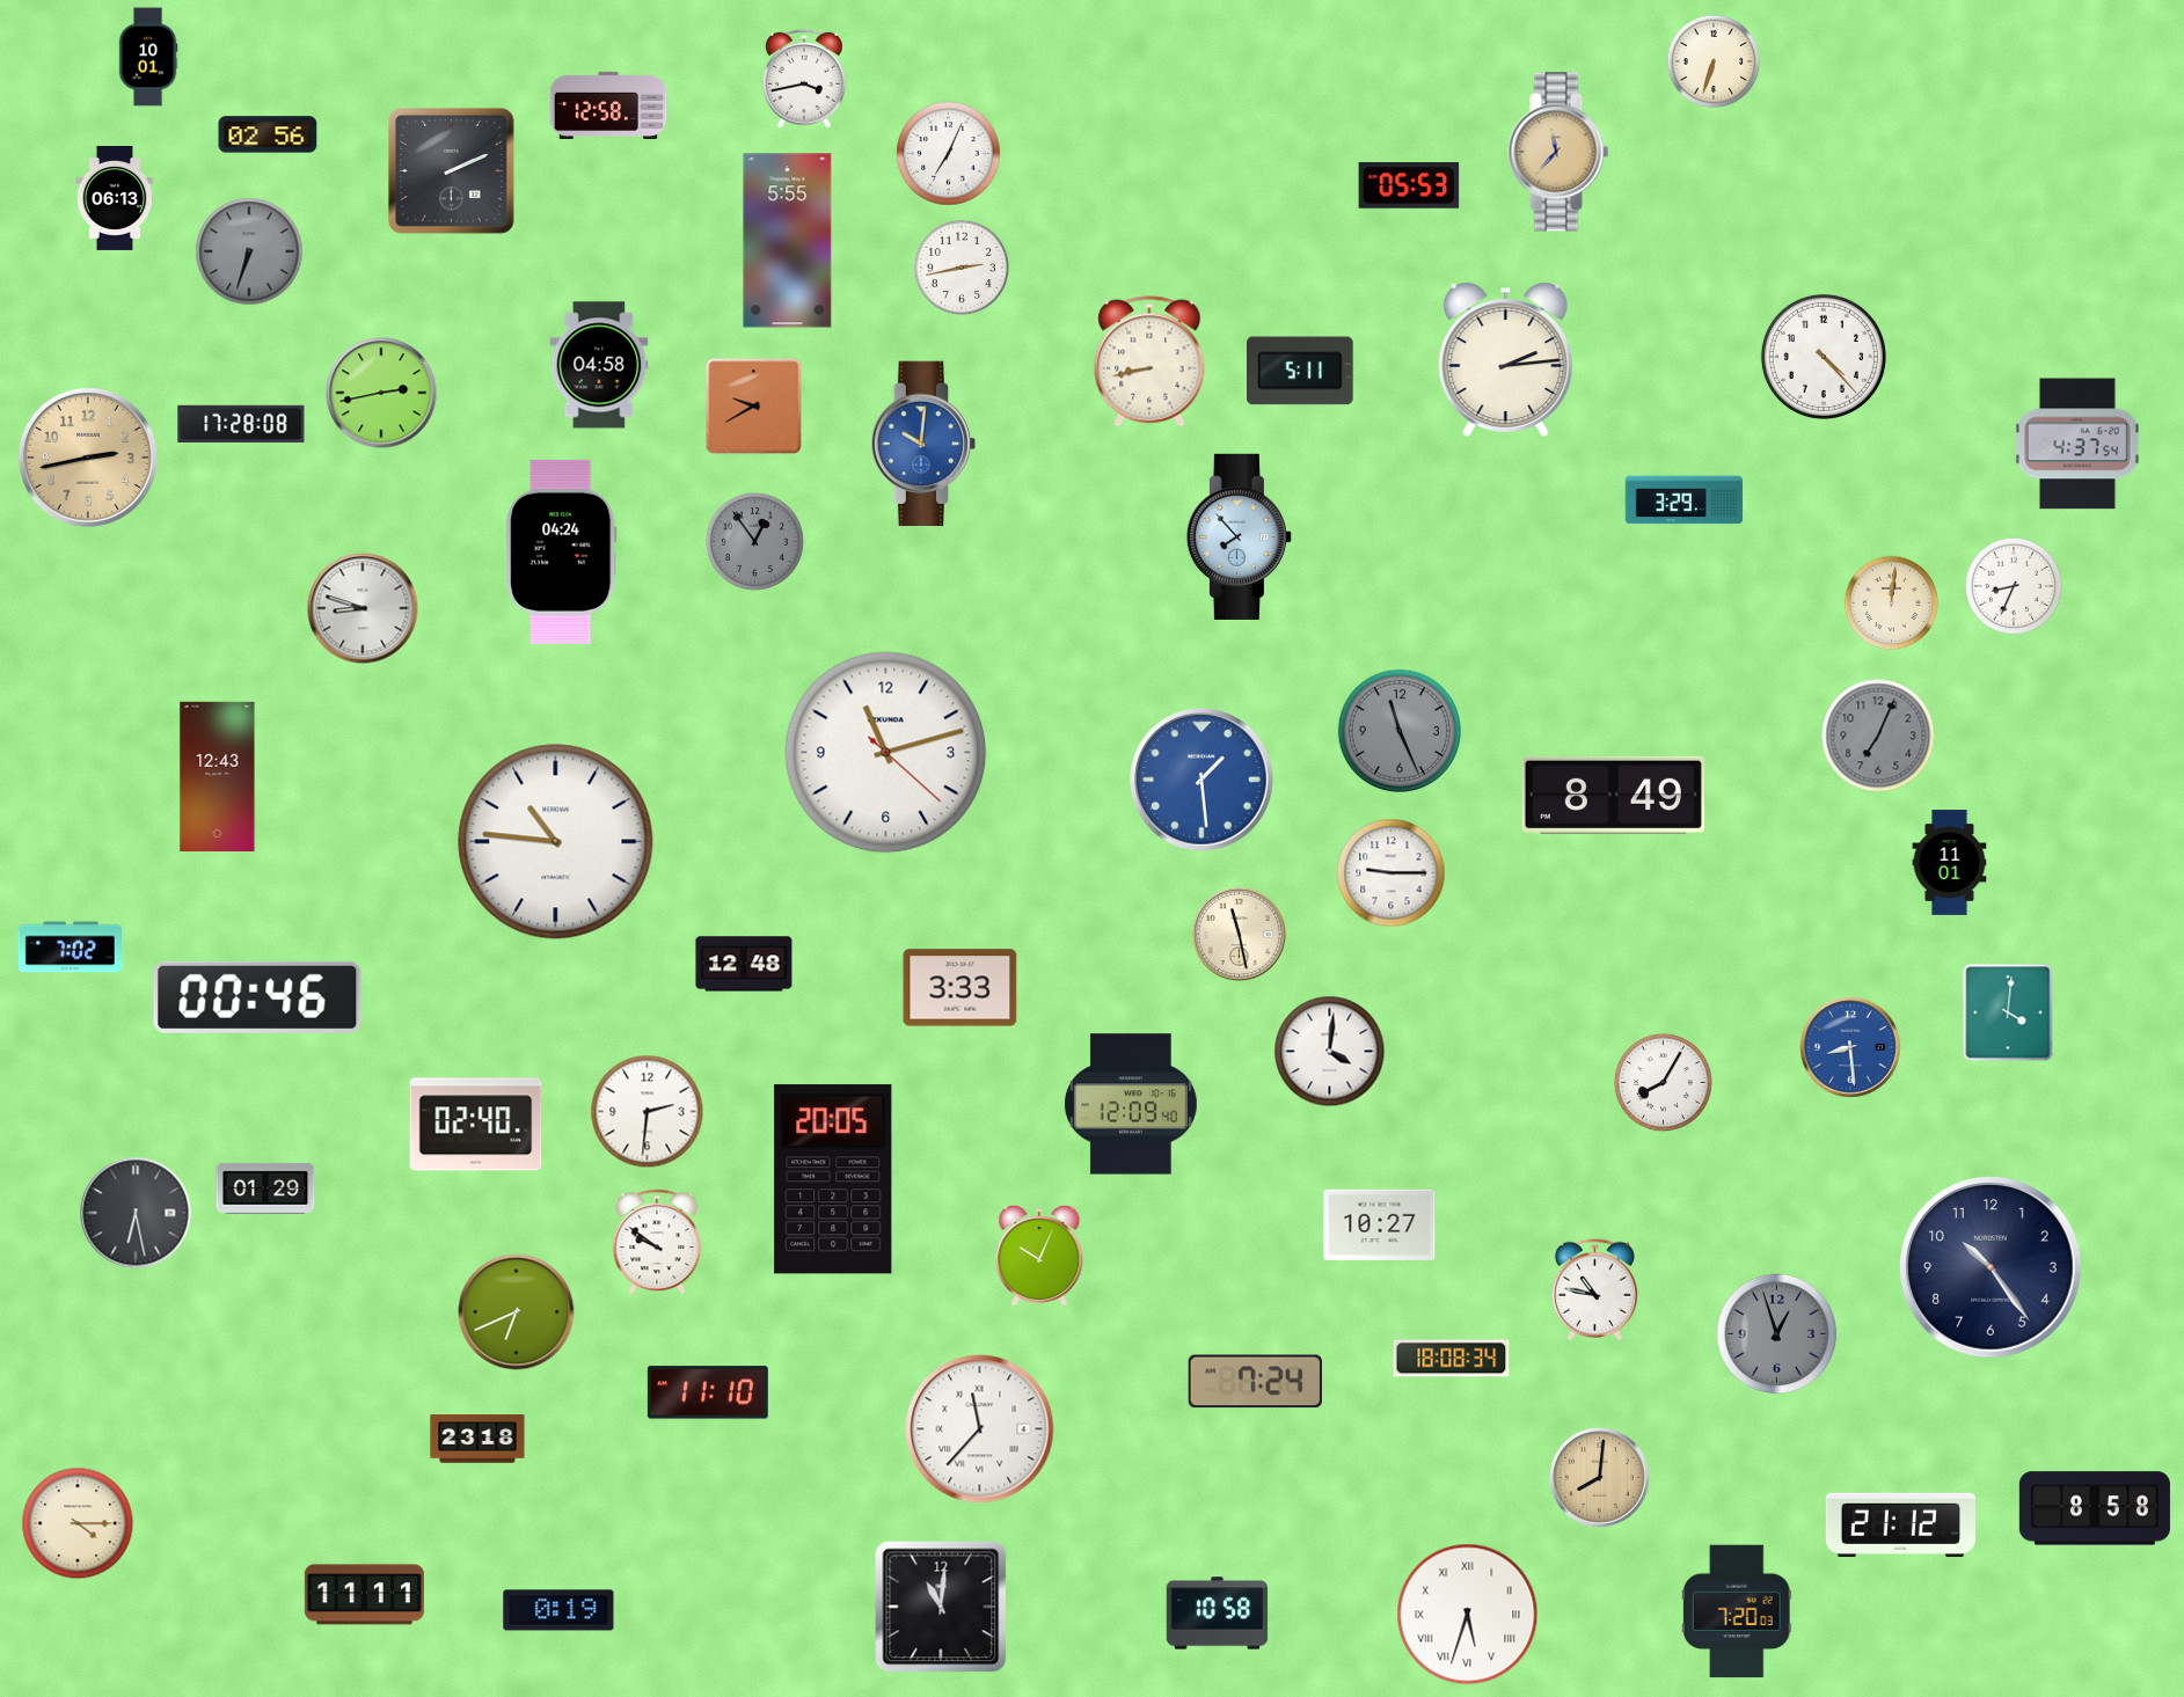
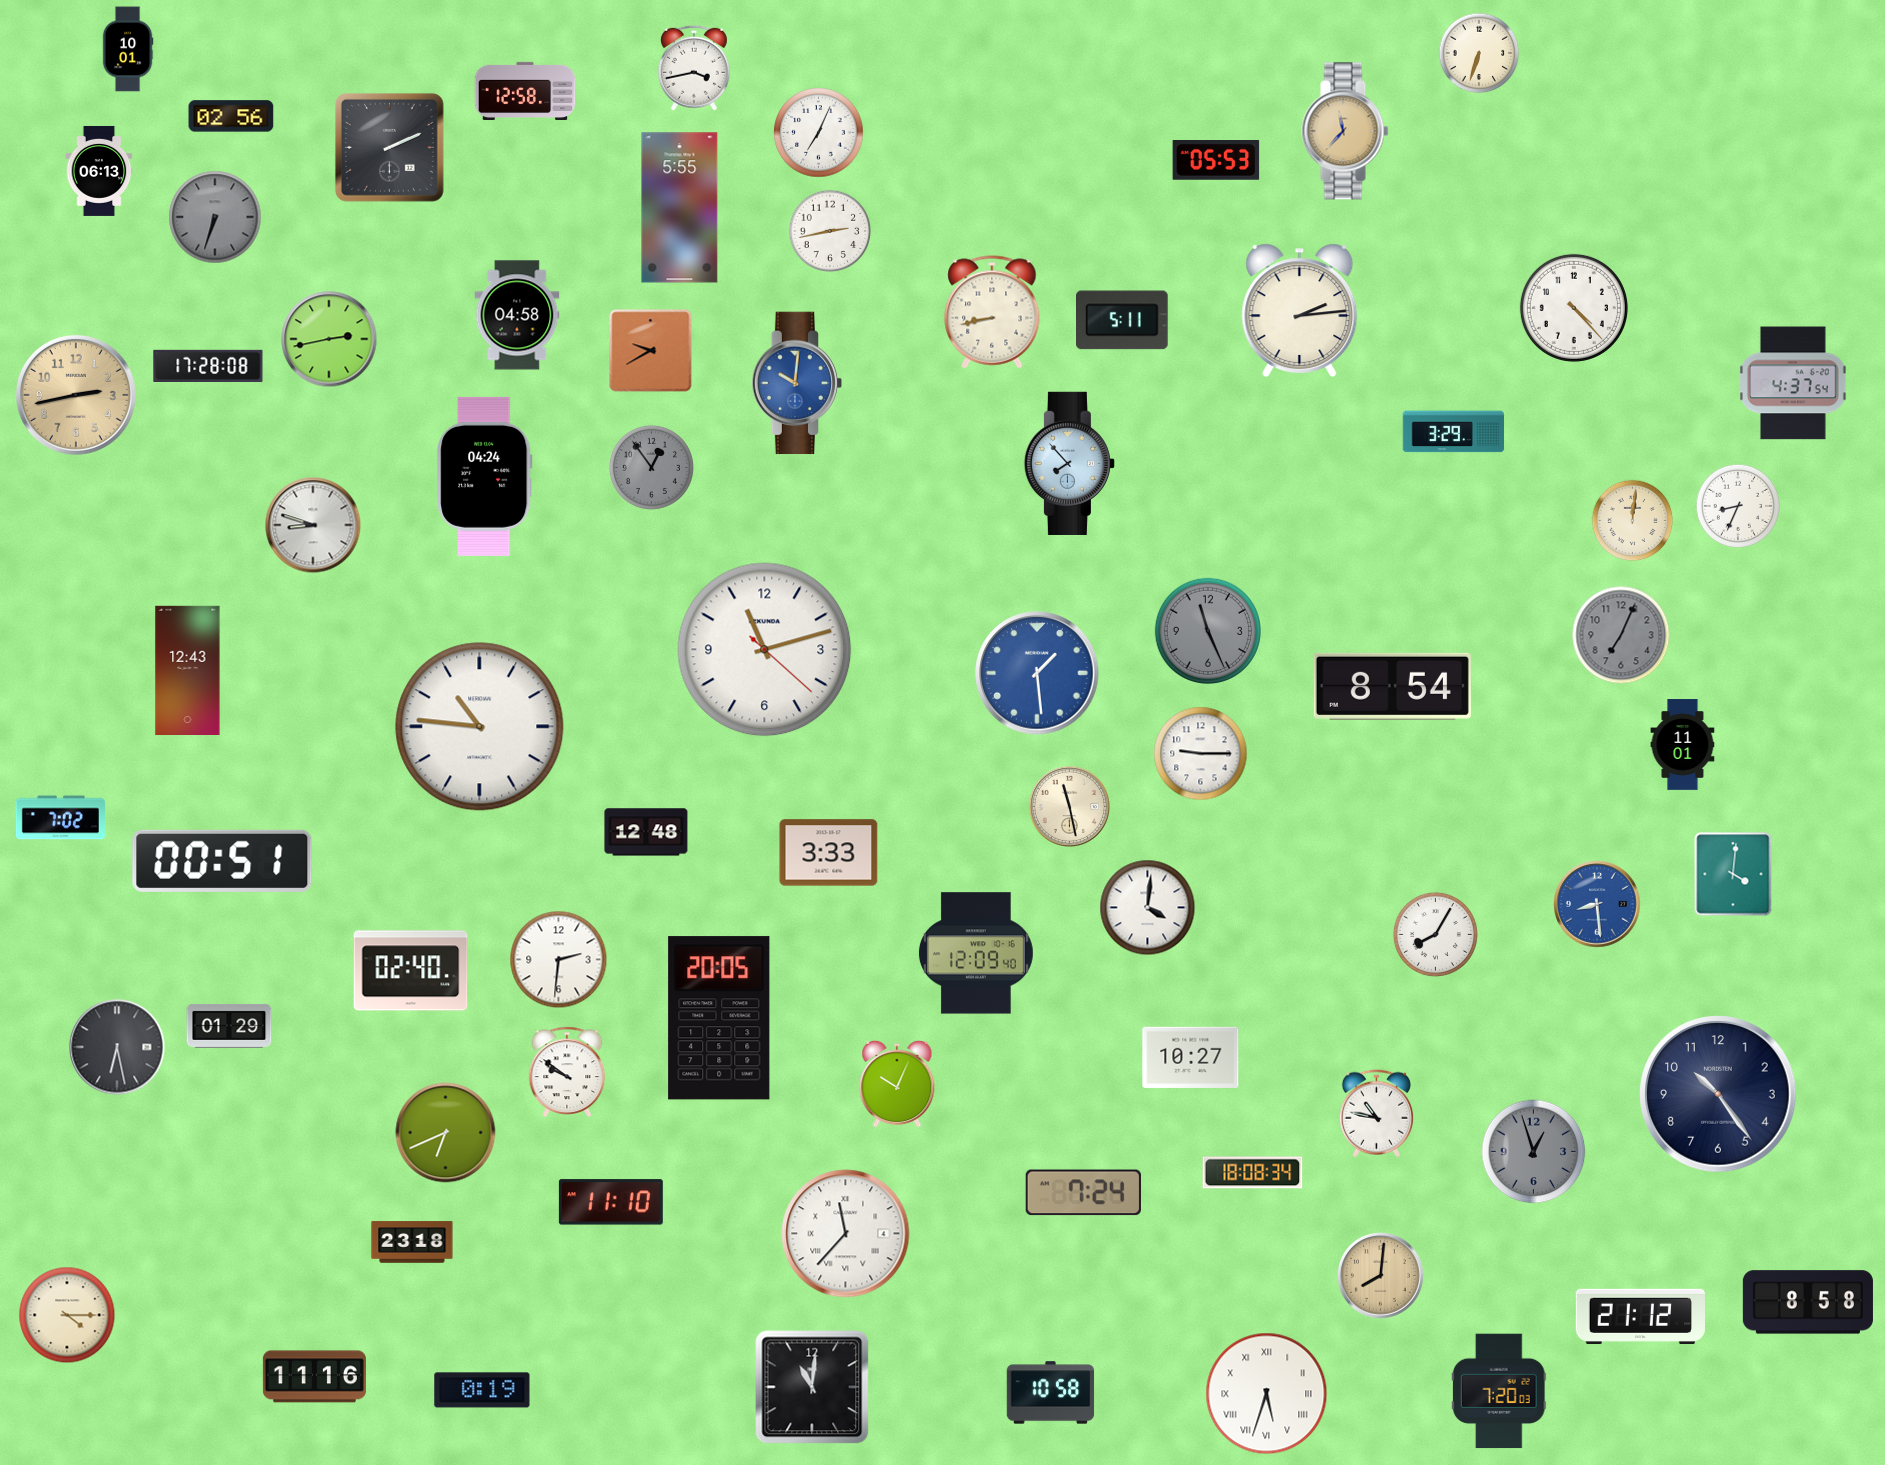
clock at (1613, 795): 8:49 -> 8:54
clock at (744, 964) position: (744, 964) -> (646, 832)
clock at (257, 997): 00:46 -> 00:51
clock at (364, 1595): 11:11 -> 11:16
